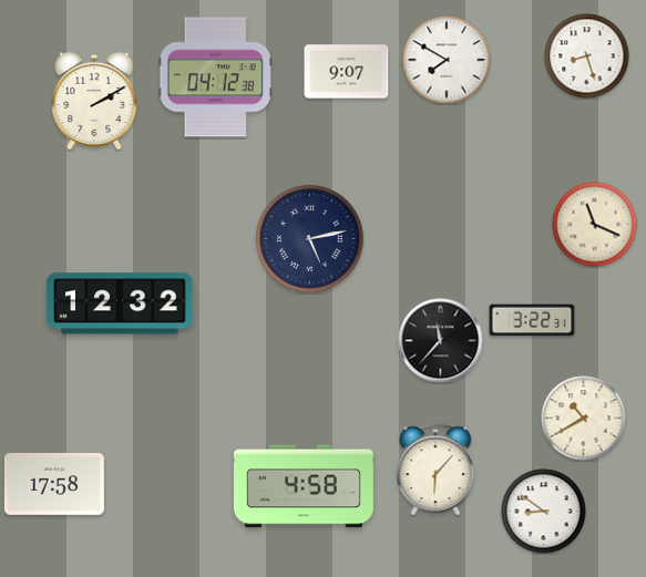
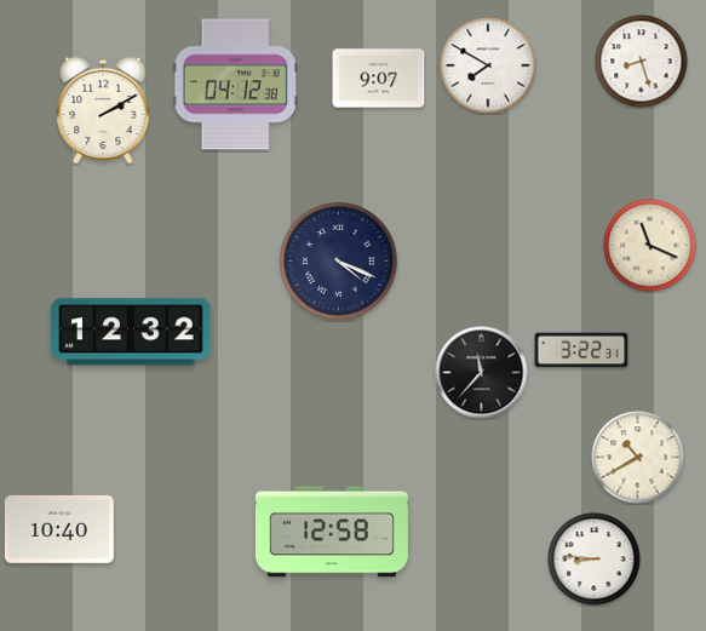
clock at (310, 239): 5:13 -> 4:19
clock at (435, 470): 6:07 -> none
clock at (54, 484): 17:58 -> 10:40
clock at (304, 486): 4:58 -> 12:58
clock at (544, 512): 8:51 -> 8:46
